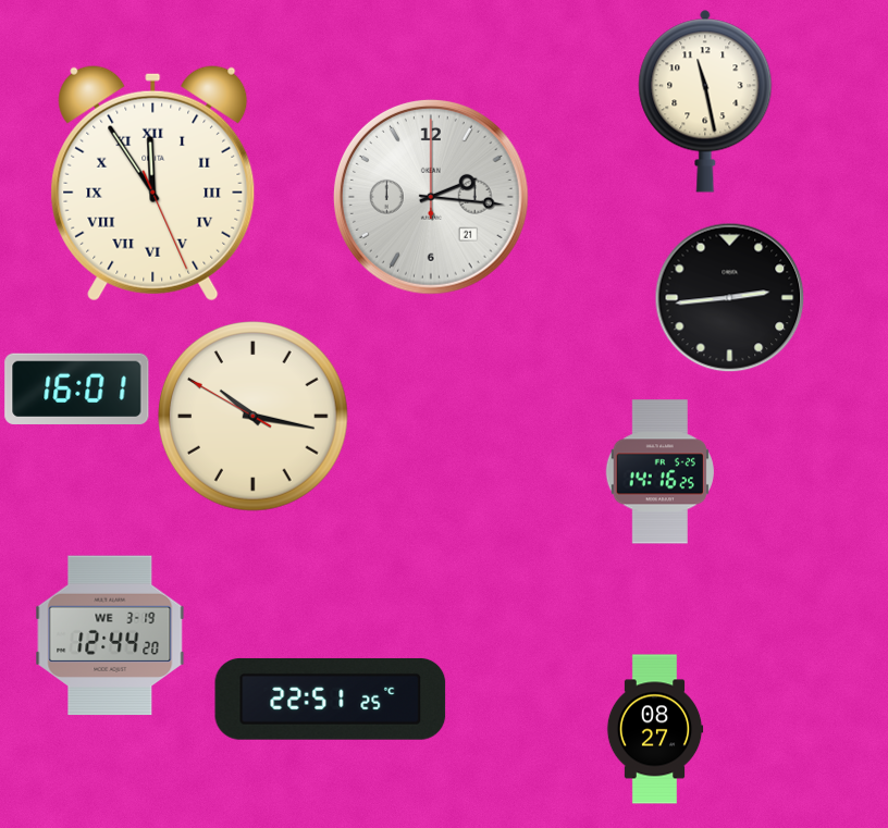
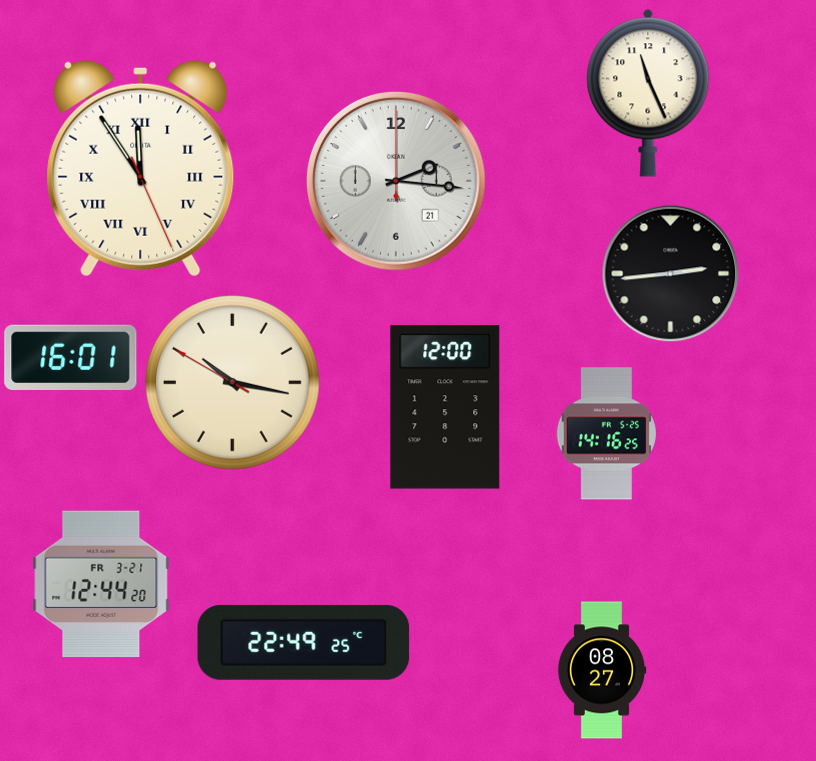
clock at (705, 101): 11:28 -> 11:26
clock at (445, 407): none -> 12:00
clock at (110, 635) date: WE 3-19 -> FR 3-21
clock at (331, 699): 22:51 -> 22:49
